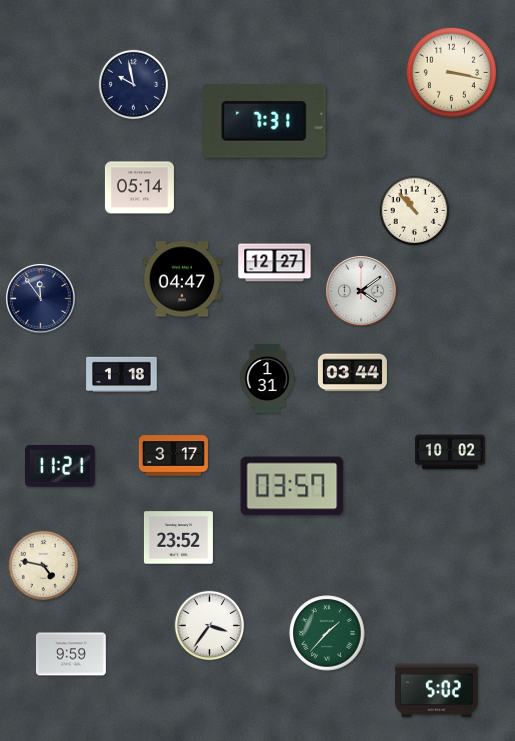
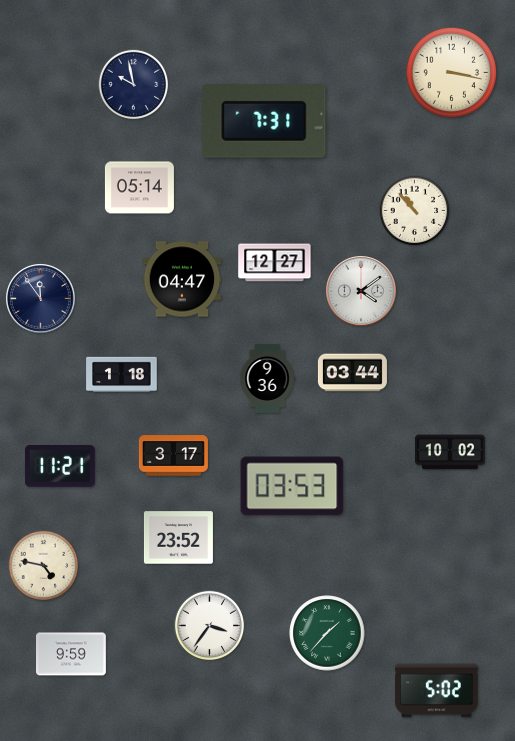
clock at (267, 378): 1:31 -> 9:36
clock at (292, 486): 03:57 -> 03:53
